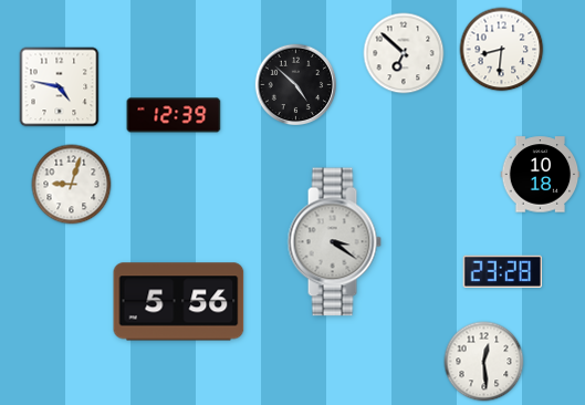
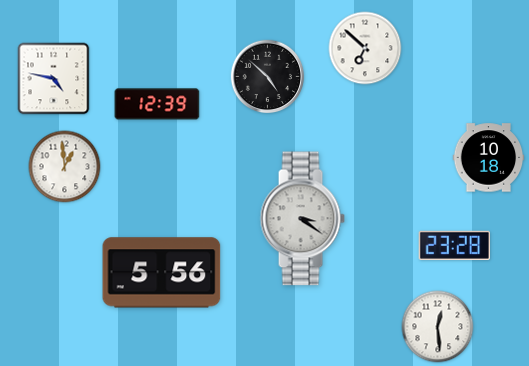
clock at (502, 50): 8:31 -> none
clock at (72, 185): 9:03 -> 12:59
